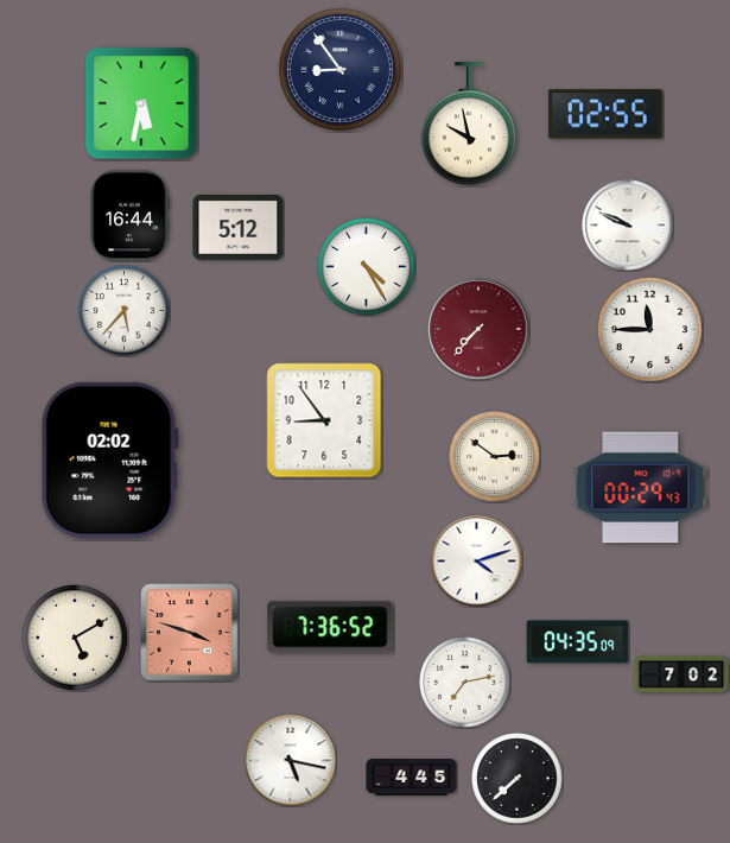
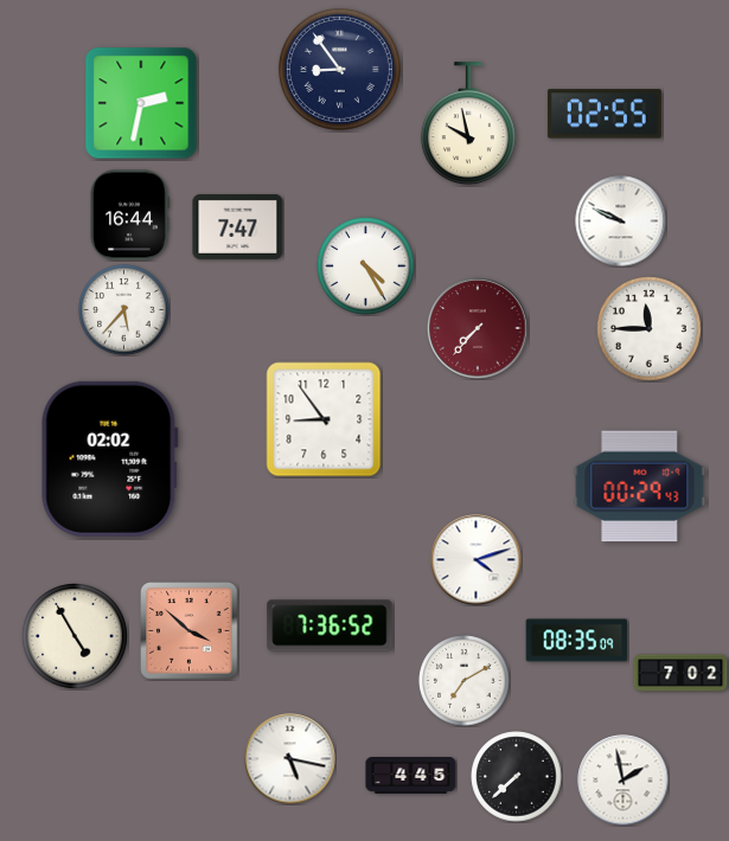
clock at (141, 103): 5:32 -> 2:32
clock at (628, 226) position: (628, 226) -> (621, 222)
clock at (239, 227): 5:12 -> 7:47
clock at (495, 457): 2:51 -> none
clock at (190, 633): 3:48 -> 3:52
clock at (75, 638): 5:10 -> 4:55
clock at (578, 642): 04:35 -> 08:35
clock at (465, 683): 7:13 -> 7:10
clock at (624, 781): none -> 1:58
